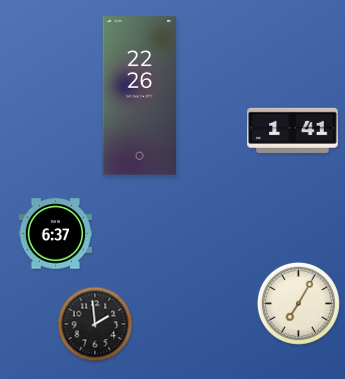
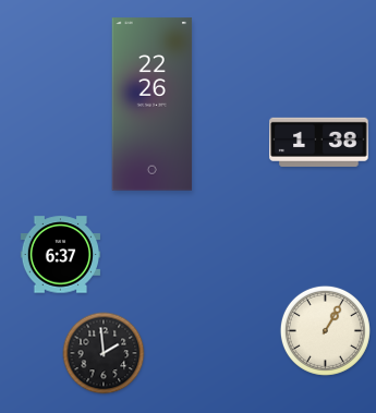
clock at (293, 130): 1:41 -> 1:38
clock at (298, 303): 7:05 -> 1:05
